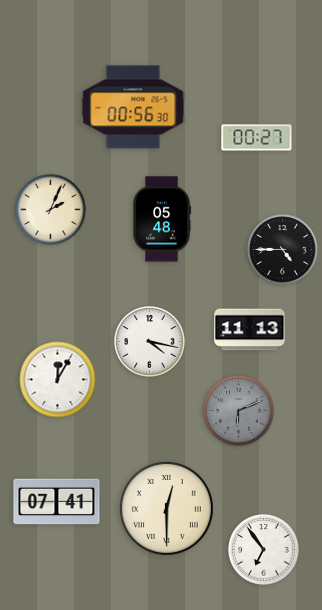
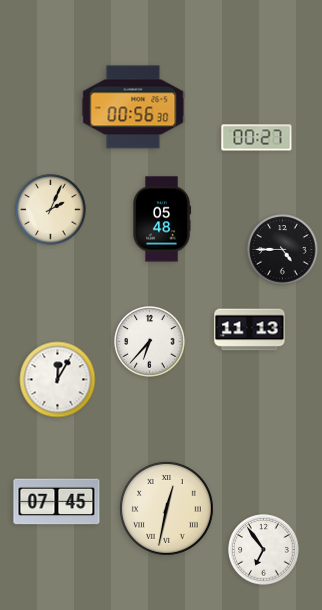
clock at (150, 342): 4:17 -> 6:37
clock at (239, 411): 6:11 -> none
clock at (57, 502): 07:41 -> 07:45
clock at (166, 508): 12:30 -> 12:32
